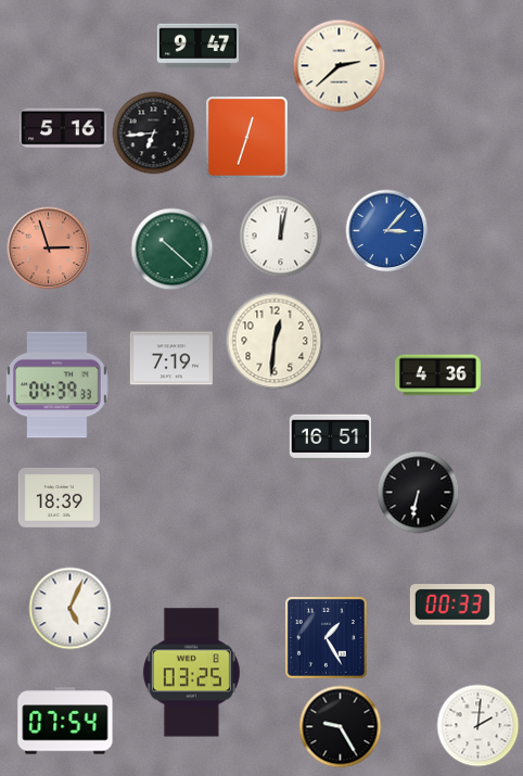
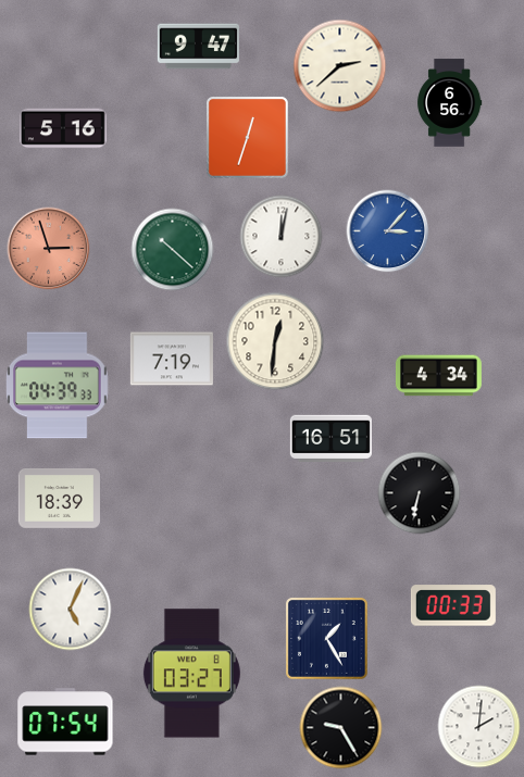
clock at (450, 103): none -> 6:56
clock at (154, 133): 6:44 -> none
clock at (437, 376): 4:36 -> 4:34
clock at (191, 673): 03:25 -> 03:27
